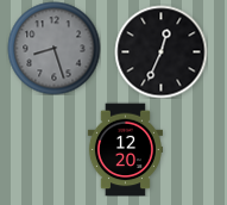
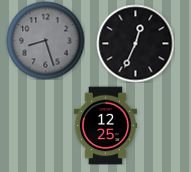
clock at (125, 149): 12:20 -> 12:25
